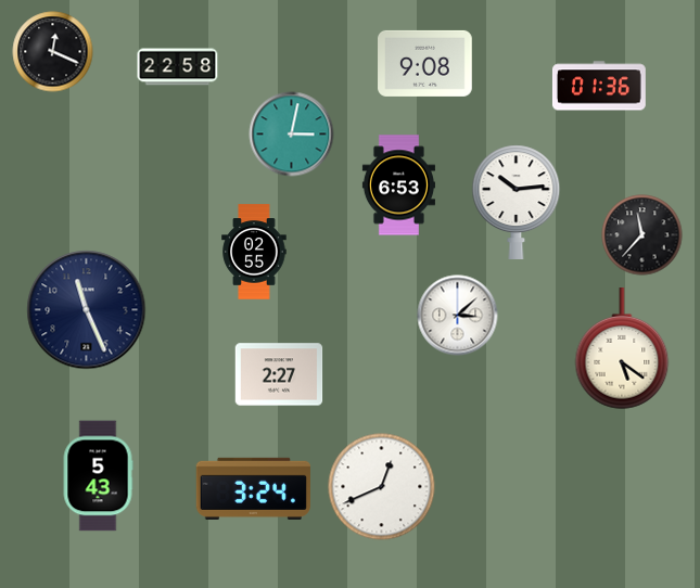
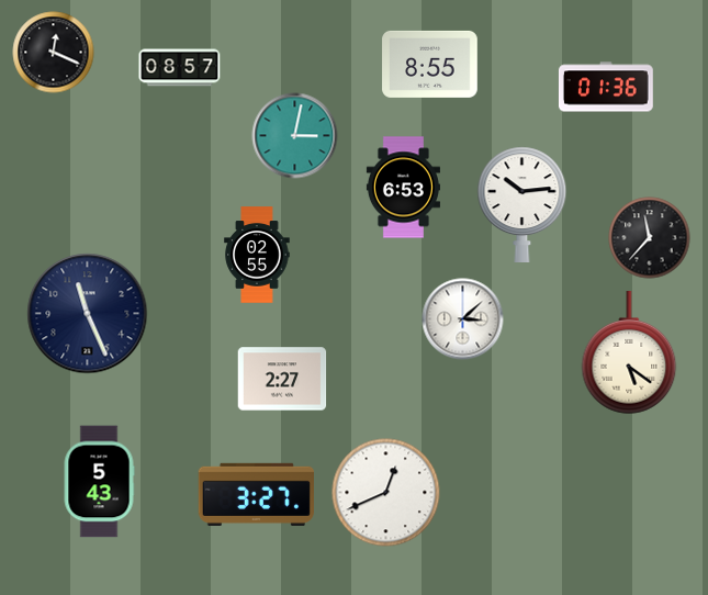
clock at (425, 63): 9:08 -> 8:55
clock at (178, 67): 22:58 -> 08:57
clock at (253, 488): 3:24 -> 3:27
